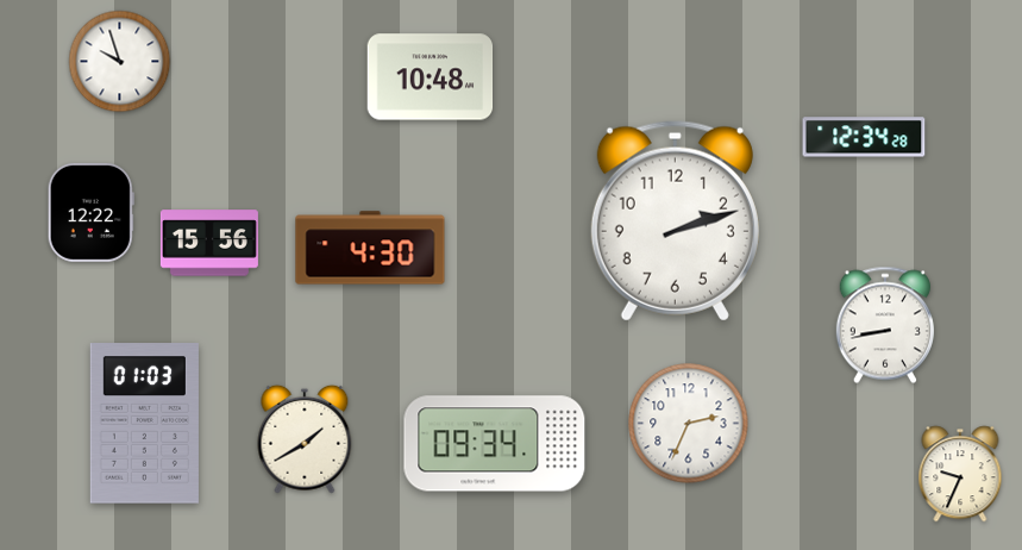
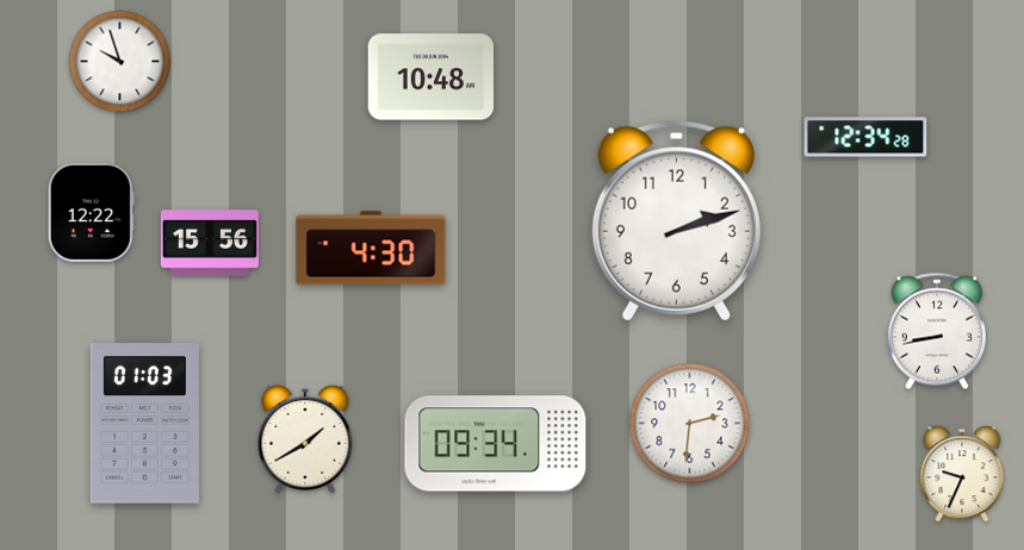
clock at (885, 325) position: (885, 325) -> (937, 331)
clock at (689, 424): 2:34 -> 2:31
